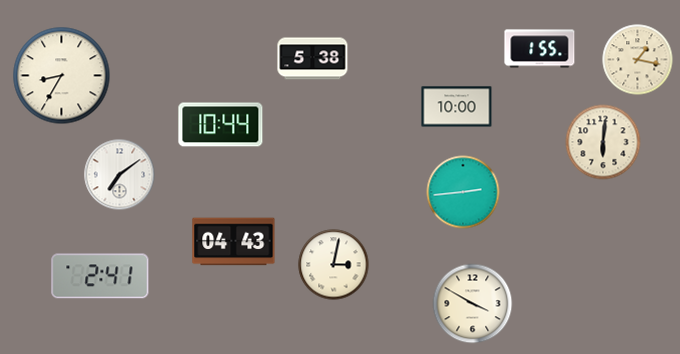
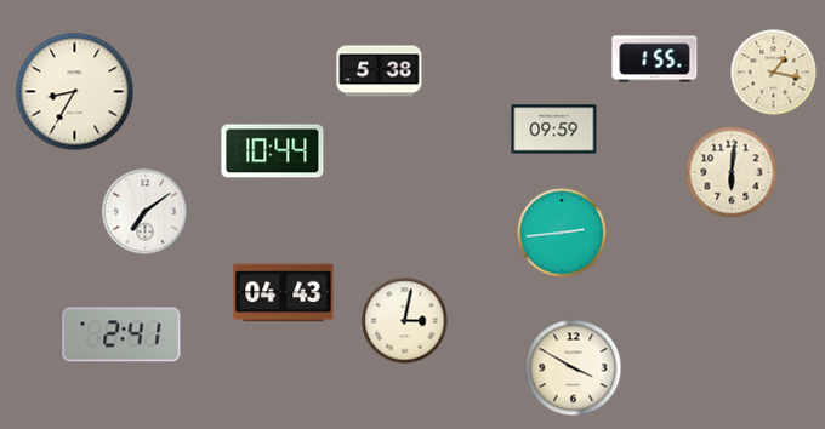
clock at (457, 107): 10:00 -> 09:59
clock at (221, 125) position: (221, 125) -> (273, 151)
